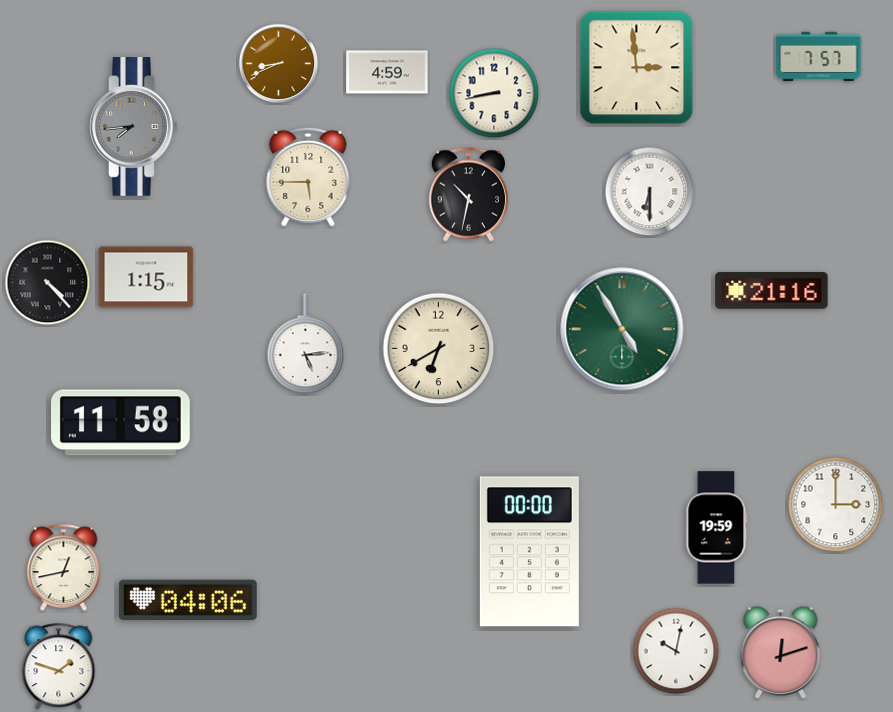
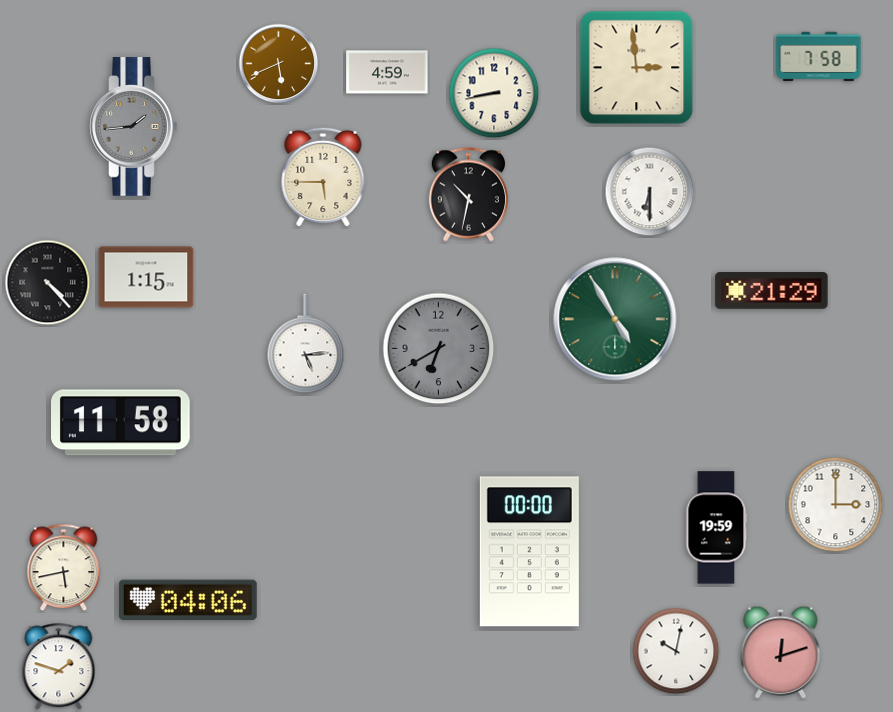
clock at (819, 57): 7:57 -> 7:58
clock at (279, 64): 8:41 -> 5:41
clock at (134, 127): 7:44 -> 1:44
clock at (308, 177) position: (308, 177) -> (323, 177)
clock at (772, 291): 21:16 -> 21:29
clock at (622, 329) position: (622, 329) -> (615, 319)
clock at (439, 349) dial: cream -> grey
clock at (64, 568): 12:43 -> 5:43
